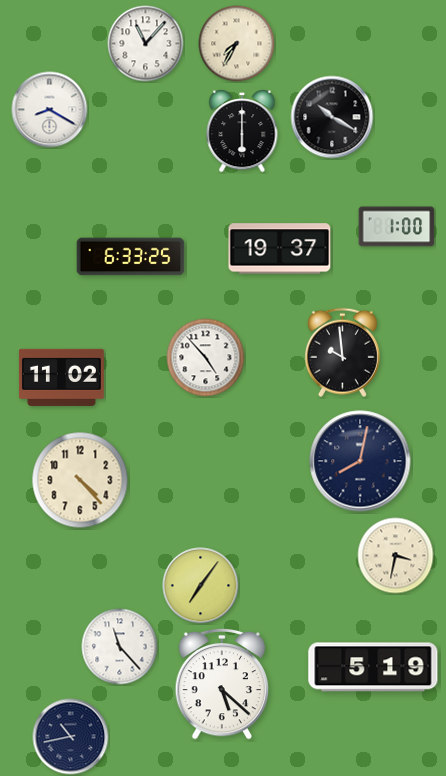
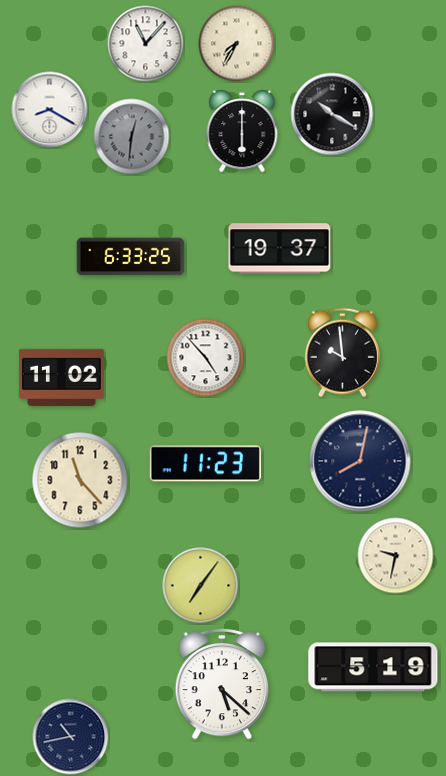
clock at (332, 117) position: (332, 117) -> (332, 114)
clock at (132, 137): none -> 12:31
clock at (397, 227): 1:00 -> none
clock at (205, 464): none -> 11:23
clock at (80, 480): 4:23 -> 11:23
clock at (396, 556): 3:32 -> 9:32
clock at (120, 647): 11:23 -> none
